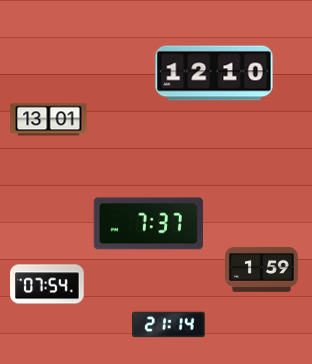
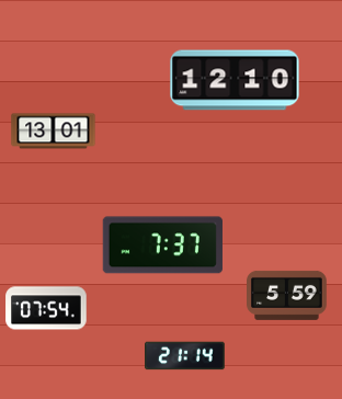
clock at (262, 269): 1:59 -> 5:59
clock at (47, 284) position: (47, 284) -> (46, 308)
